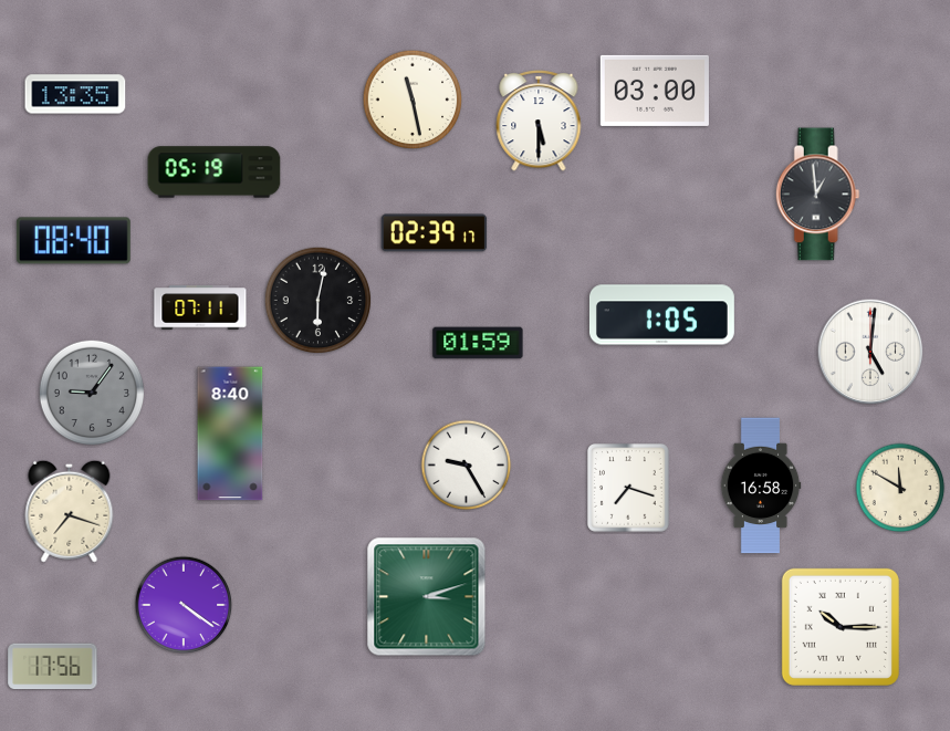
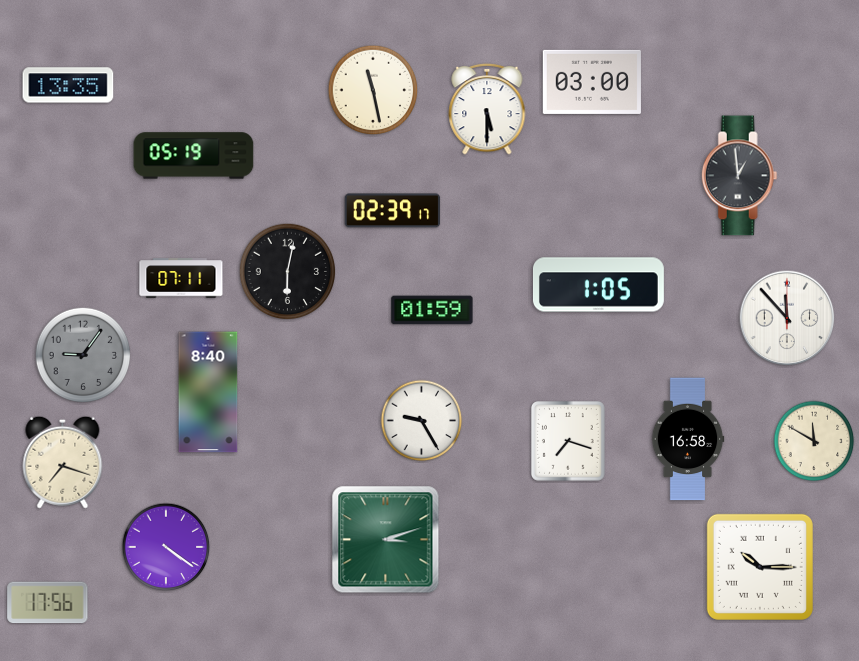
clock at (73, 241): 08:40 -> none
clock at (870, 352): 5:01 -> 11:53
